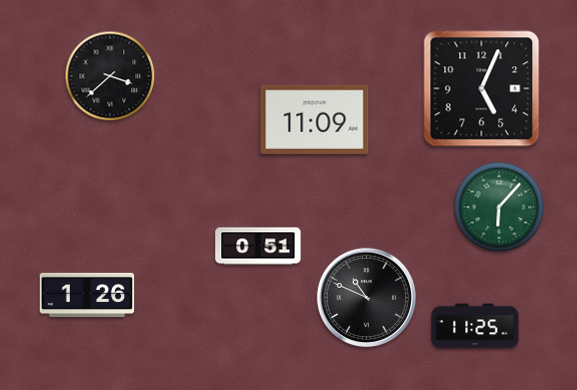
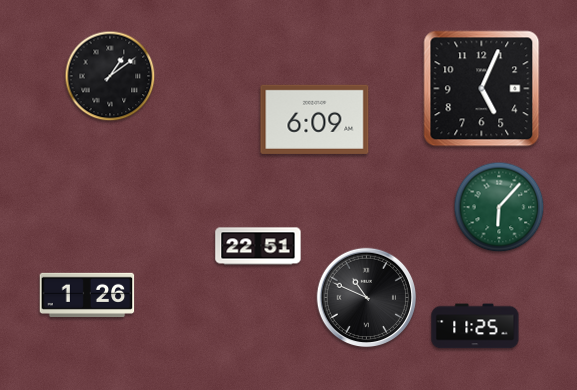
clock at (110, 76): 3:38 -> 1:09
clock at (315, 119): 11:09 -> 6:09
clock at (258, 246): 0:51 -> 22:51
